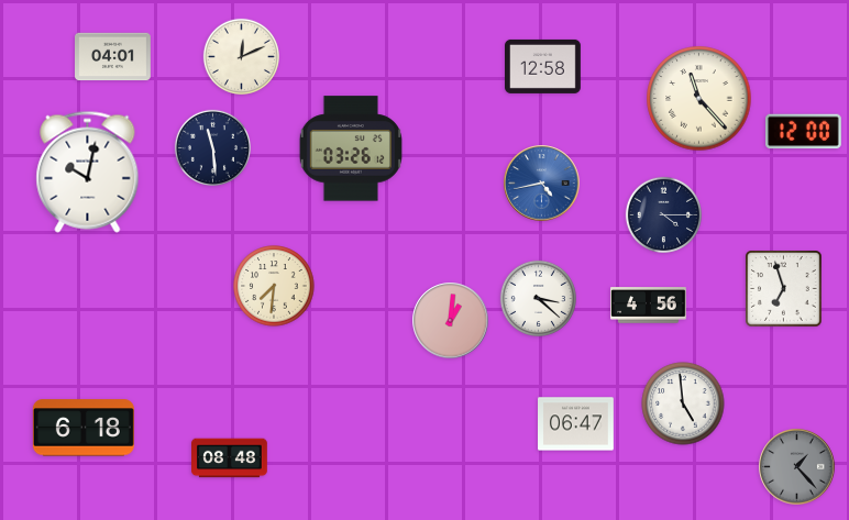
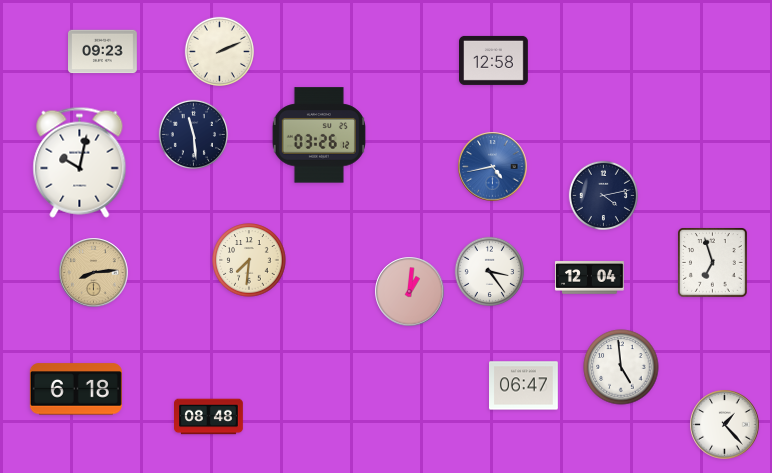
clock at (241, 56): 12:11 -> 2:11
clock at (113, 57): 04:01 -> 09:23
clock at (699, 99): 11:23 -> none
clock at (804, 132): 12:00 -> none
clock at (88, 172) position: (88, 172) -> (80, 162)
clock at (663, 214): 4:15 -> 4:13
clock at (538, 298): 3:22 -> 3:24
clock at (94, 273): none -> 8:14
clock at (649, 306): 4:56 -> 12:04
clock at (797, 467) dial: grey -> white
